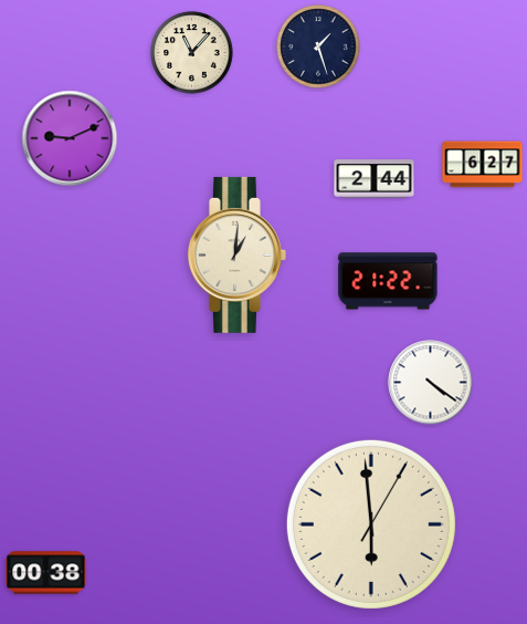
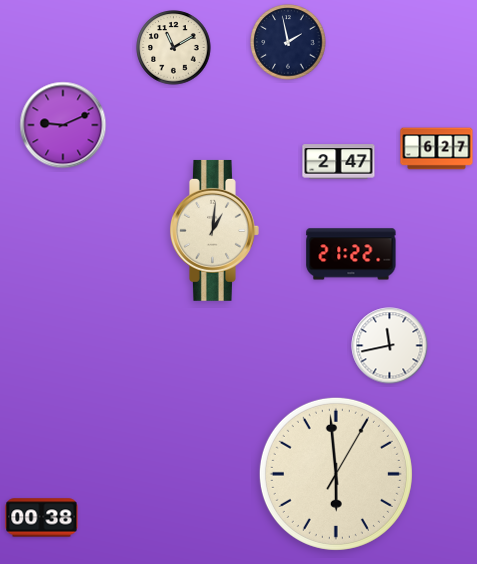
clock at (318, 46): 1:27 -> 1:58
clock at (192, 53): 11:07 -> 11:10
clock at (375, 179): 2:44 -> 2:47
clock at (431, 383): 4:21 -> 11:43
